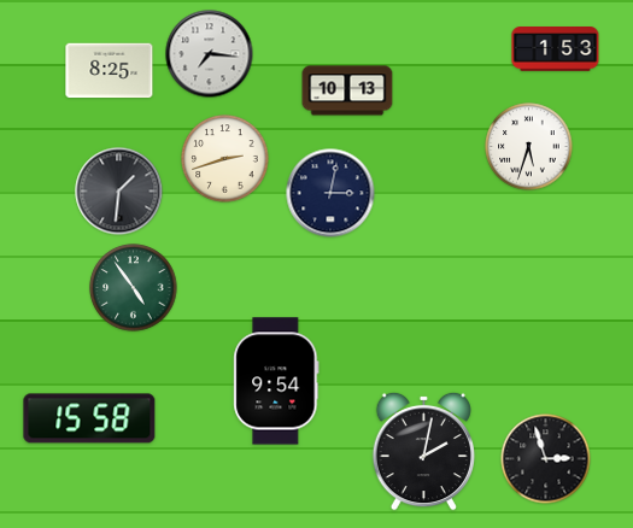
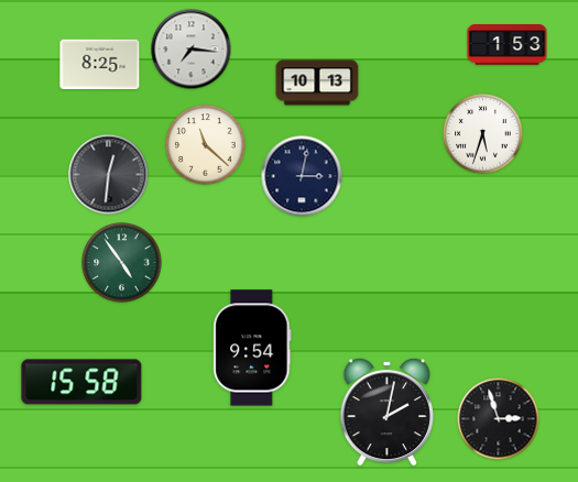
clock at (225, 159): 2:42 -> 11:22
clock at (119, 192): 1:31 -> 12:31
